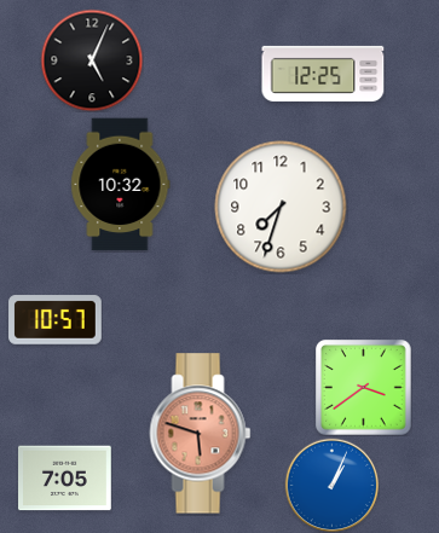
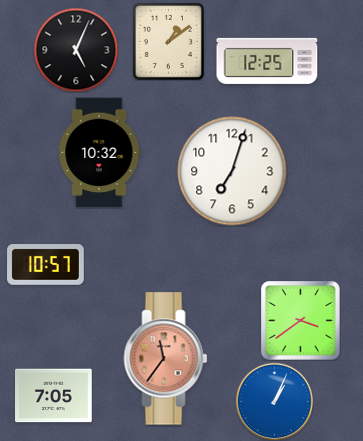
clock at (168, 41): none -> 1:09
clock at (281, 207): 7:33 -> 7:03
clock at (201, 434): 5:48 -> 11:36
